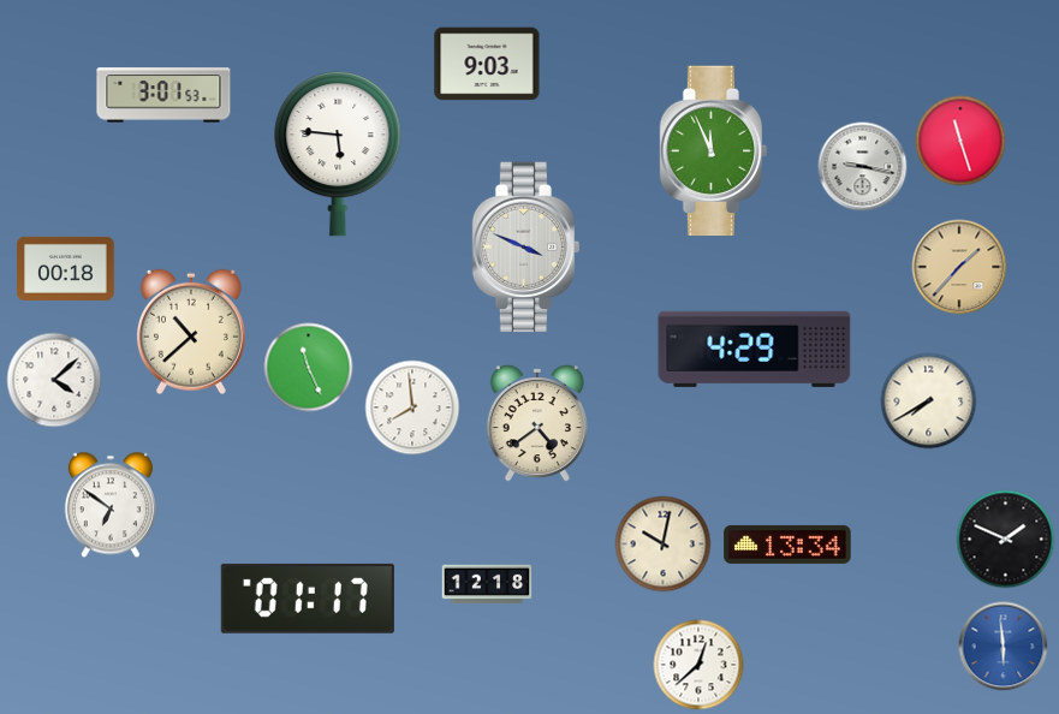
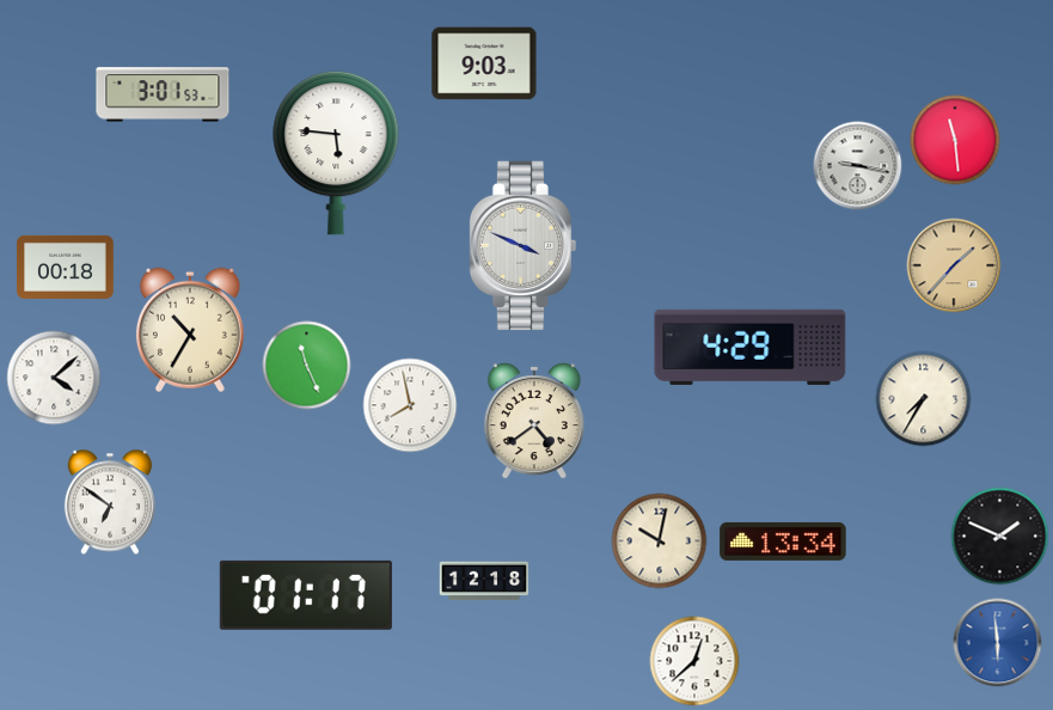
clock at (960, 141): 11:27 -> 11:29
clock at (714, 151): 11:56 -> none
clock at (191, 332): 10:38 -> 10:35
clock at (929, 401): 7:40 -> 7:35
clock at (412, 407): 7:59 -> 7:58
